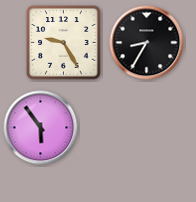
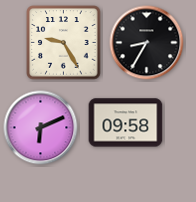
clock at (126, 123): none -> 09:58
clock at (41, 128): 5:54 -> 6:11
